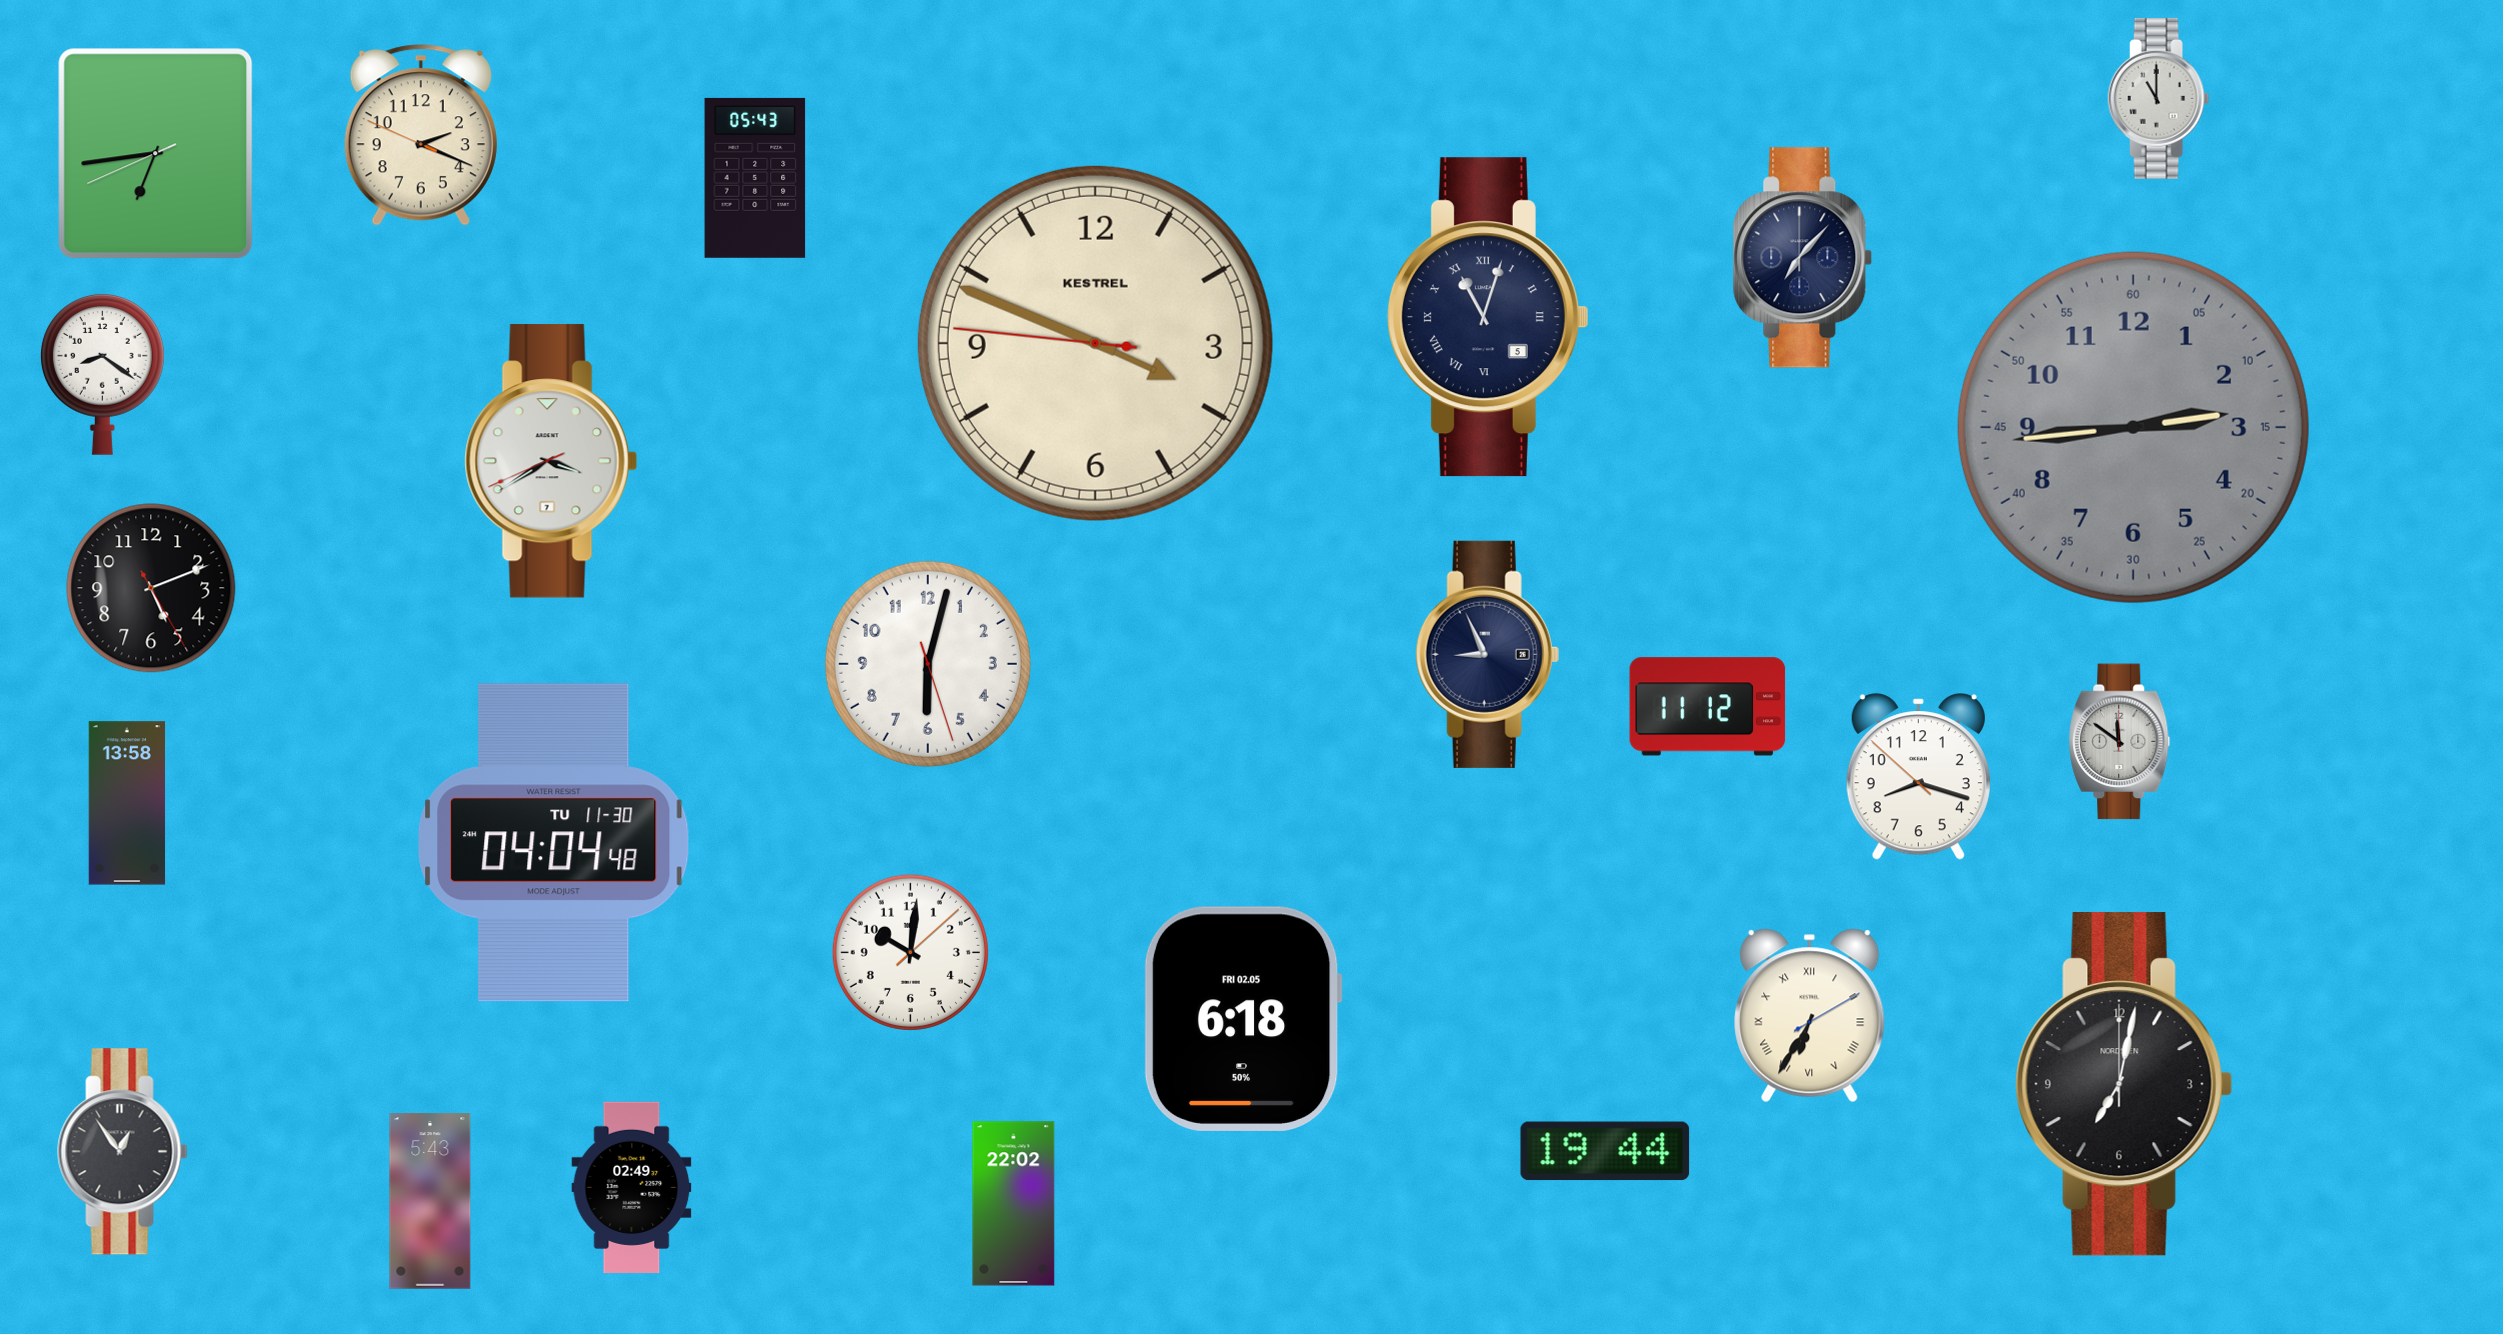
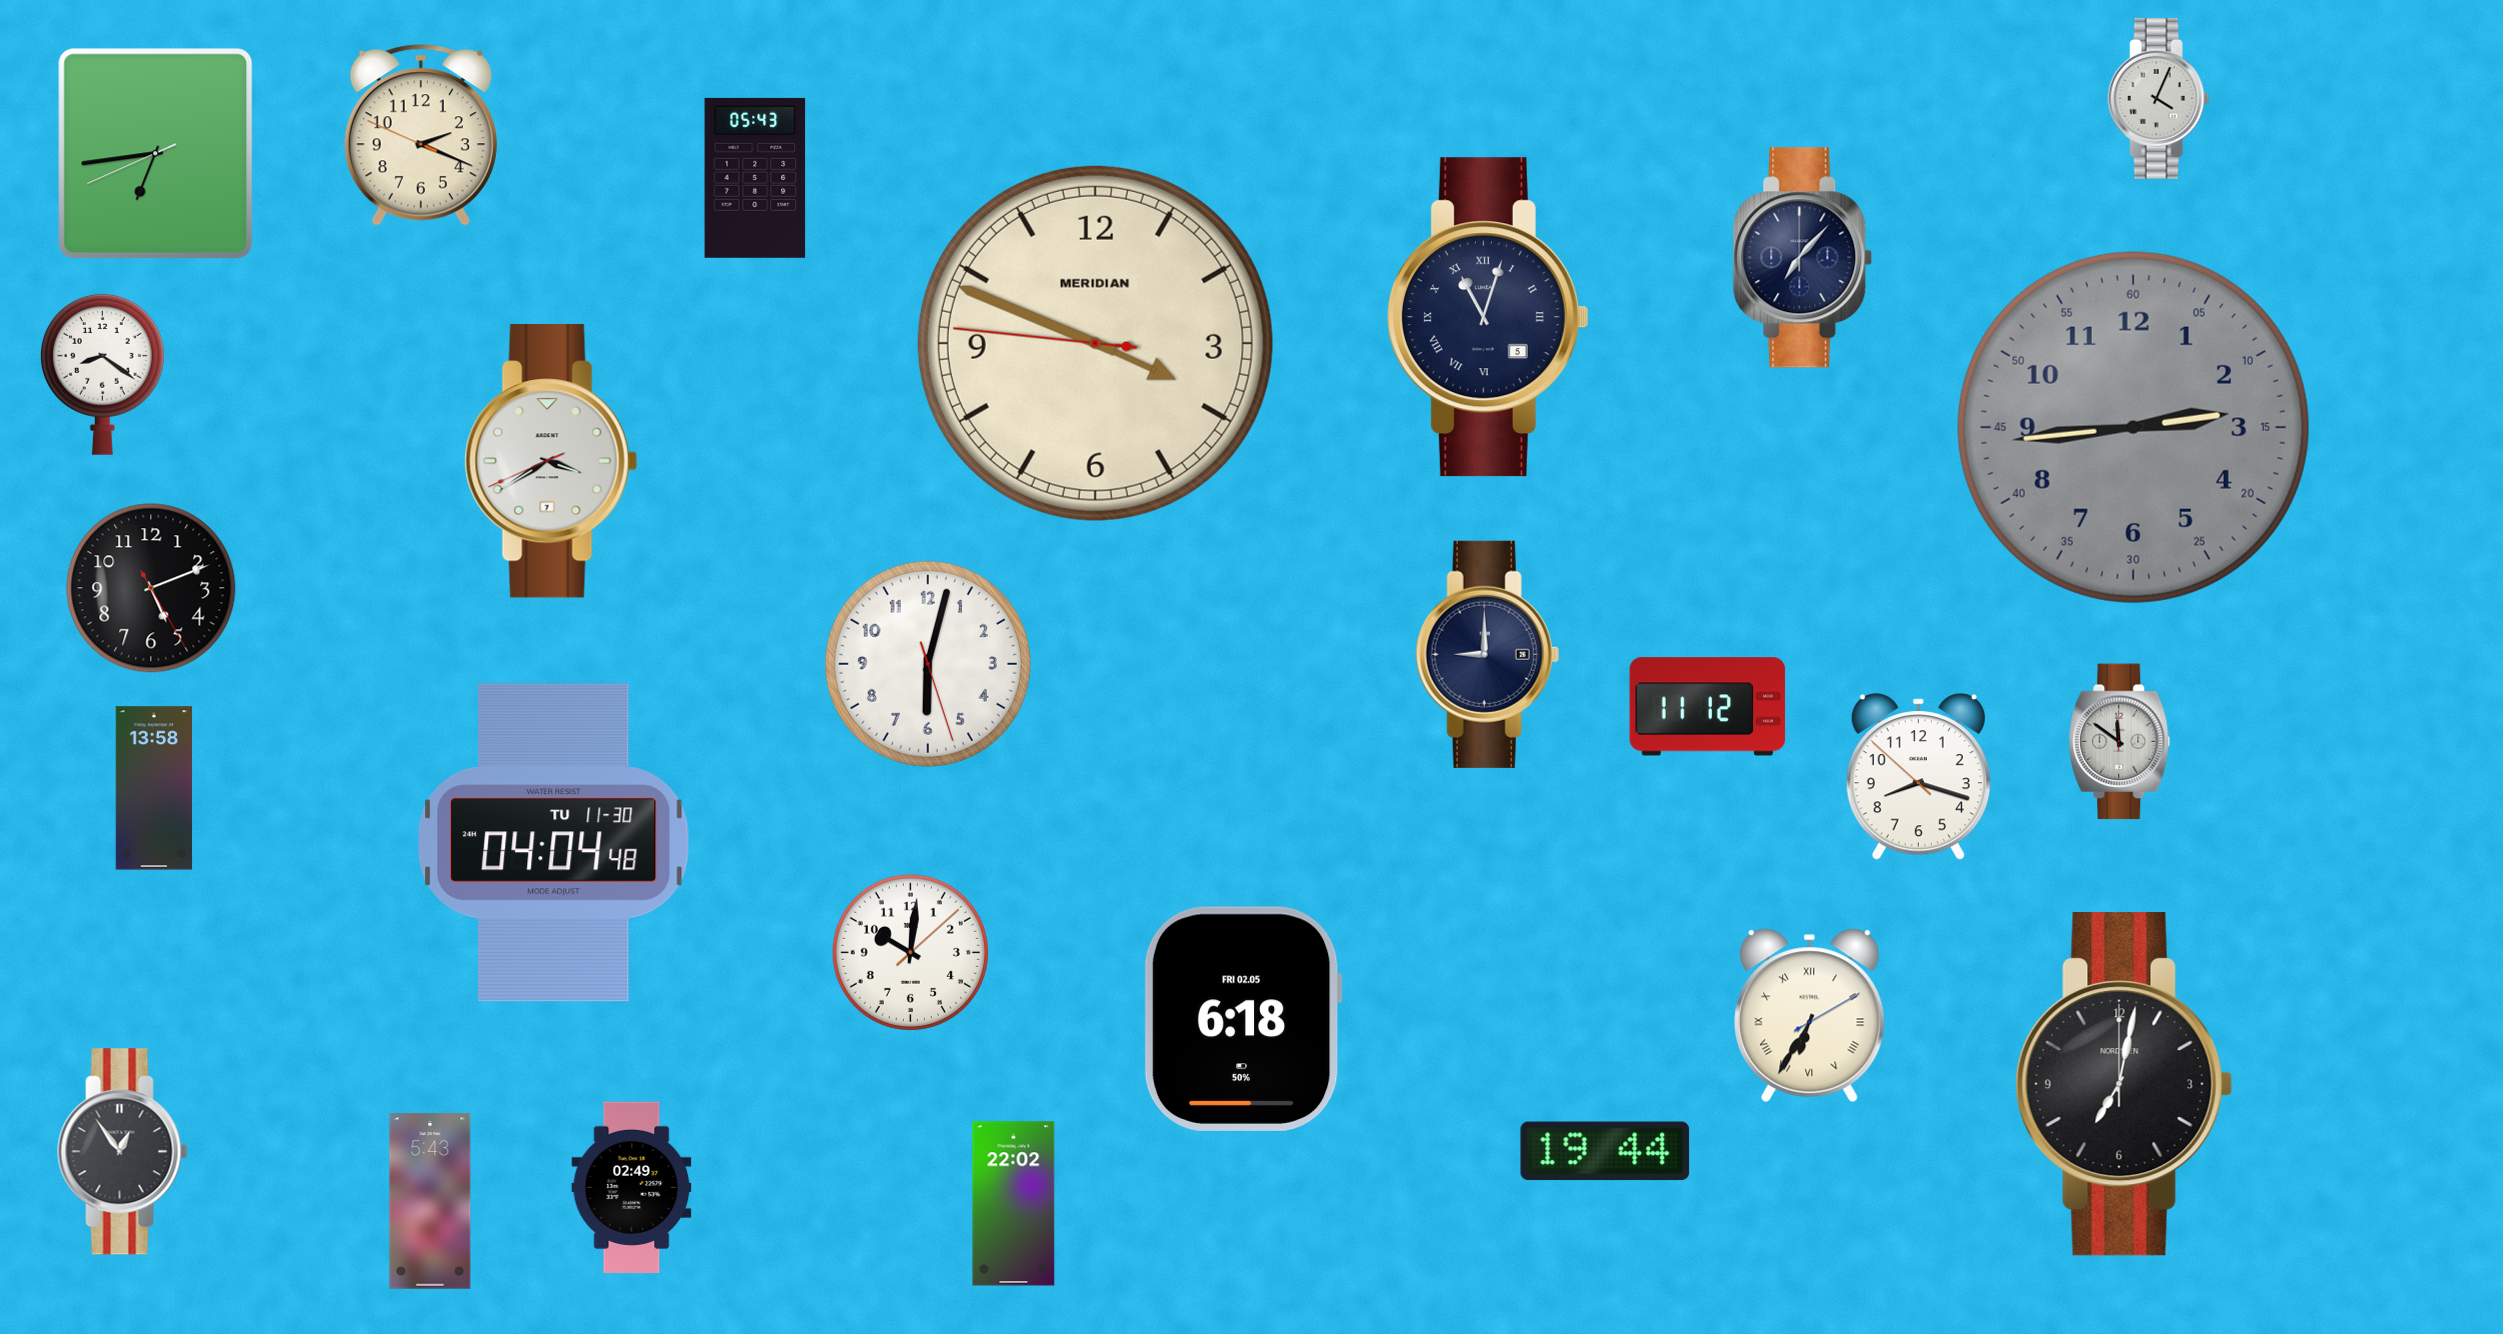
clock at (2159, 98): 11:00 -> 4:04
clock at (1095, 343) brand: KESTREL -> MERIDIAN
clock at (1487, 654): 8:56 -> 9:00
clock at (127, 803) position: (127, 803) -> (154, 788)
